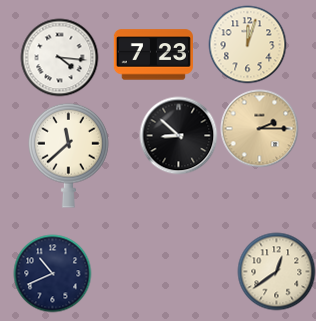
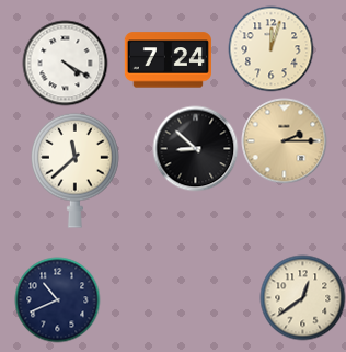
clock at (153, 55): 7:23 -> 7:24
clock at (59, 57): 4:16 -> 4:20
